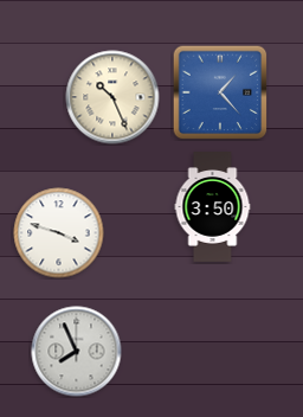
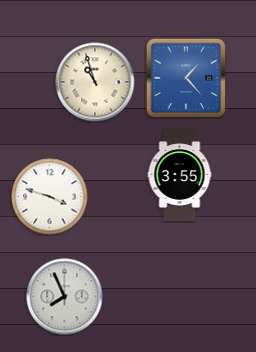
clock at (112, 97): 10:26 -> 10:57
clock at (213, 207): 3:50 -> 3:55
